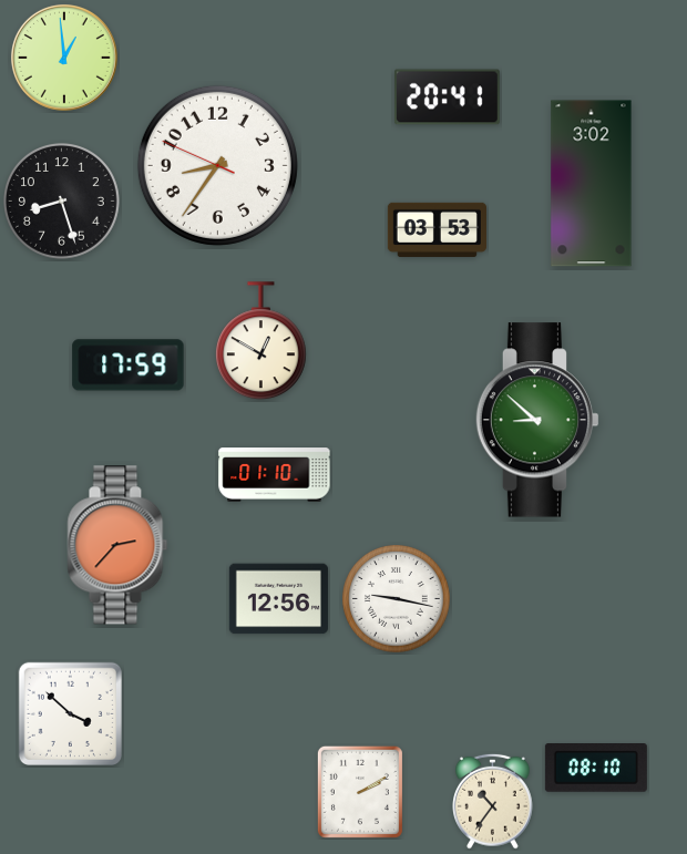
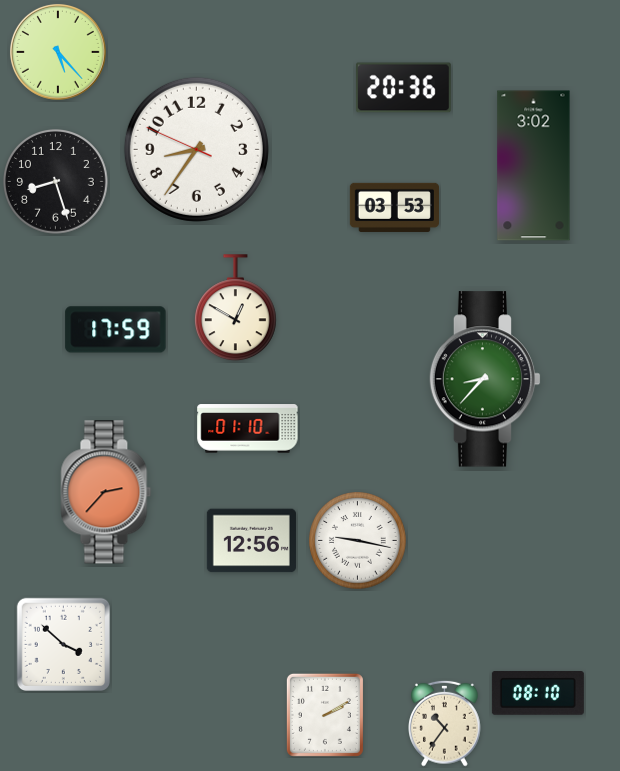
clock at (64, 58): 12:59 -> 5:23
clock at (447, 97): 20:41 -> 20:36
clock at (537, 420): 8:52 -> 8:37
